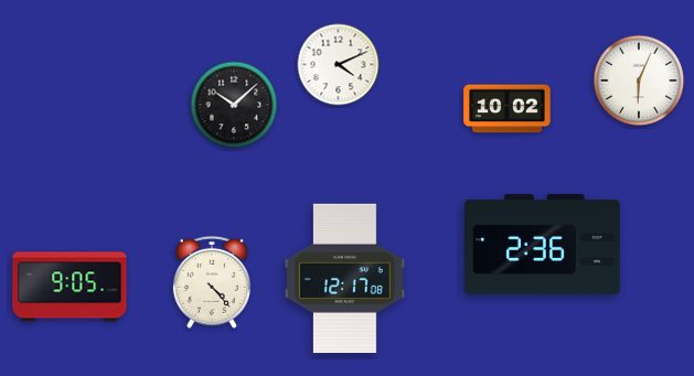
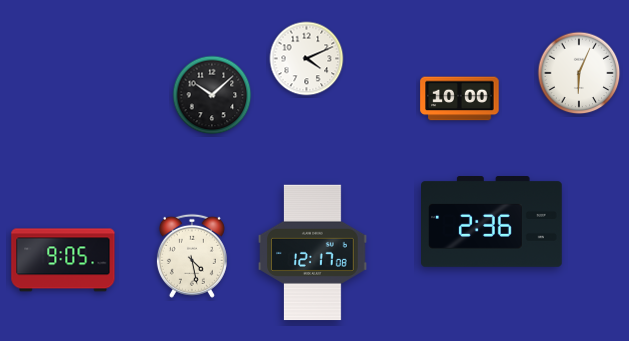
clock at (508, 109): 10:02 -> 10:00
clock at (212, 282): 4:23 -> 4:28
